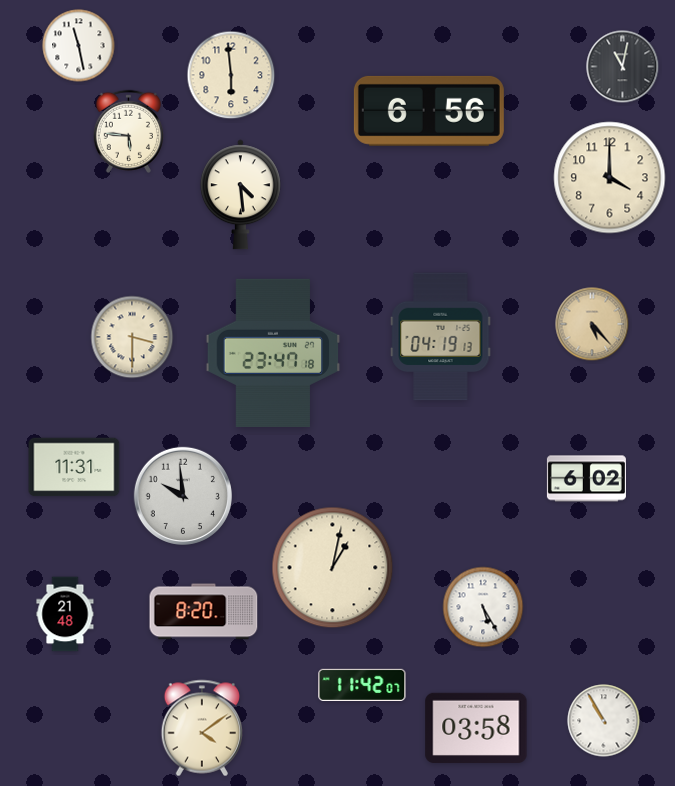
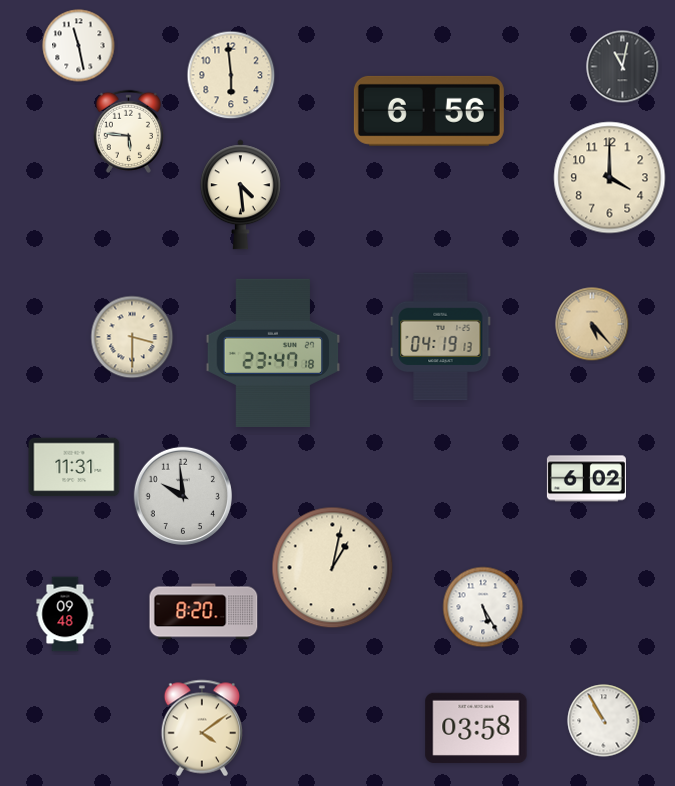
clock at (65, 614): 21:48 -> 09:48
clock at (362, 685): 11:42 -> none
